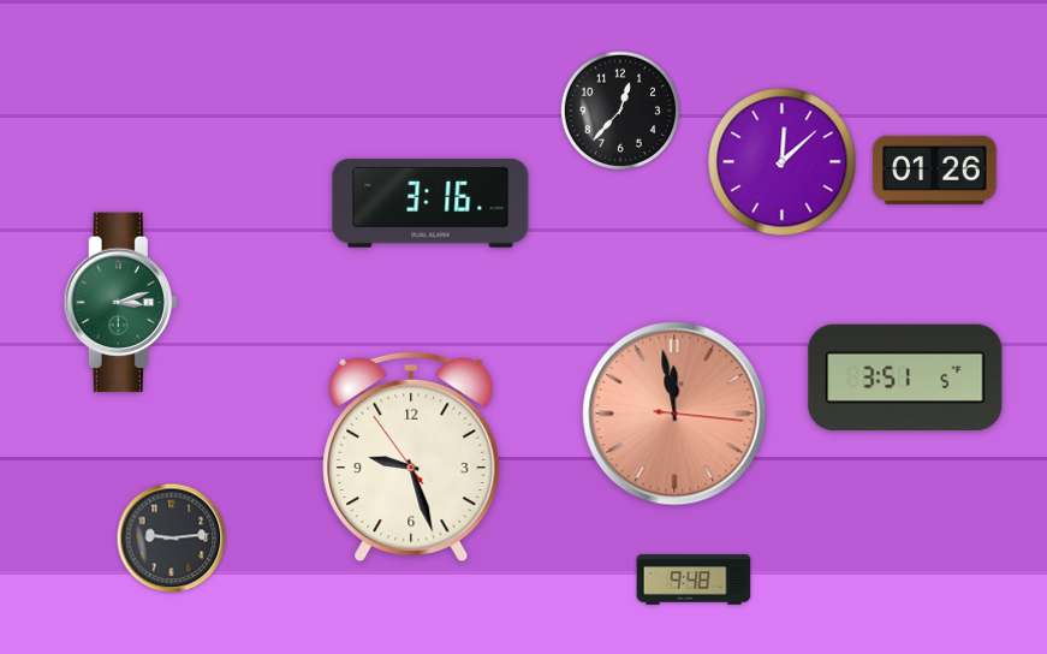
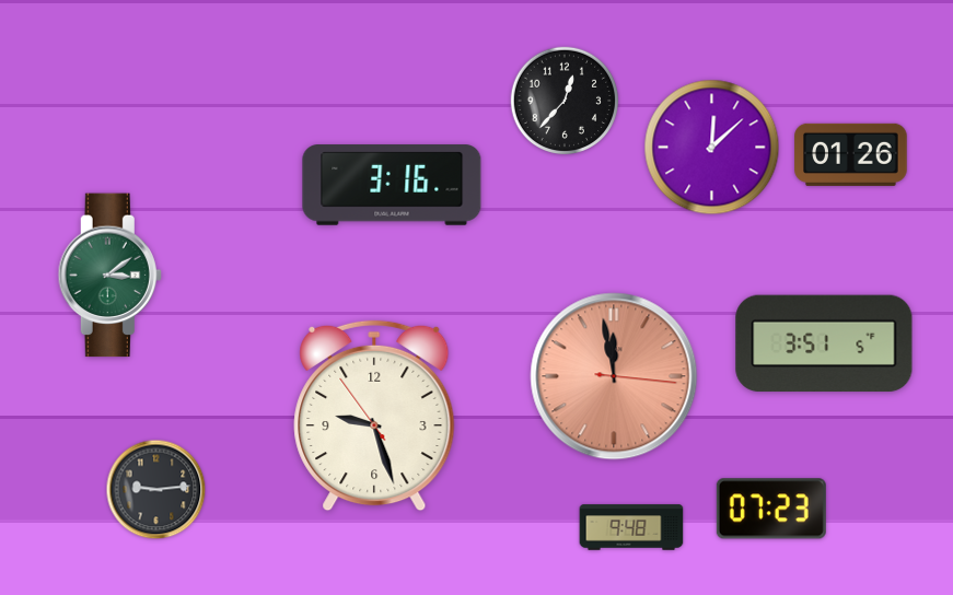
clock at (120, 303): 3:12 -> 3:09
clock at (771, 509): none -> 07:23
